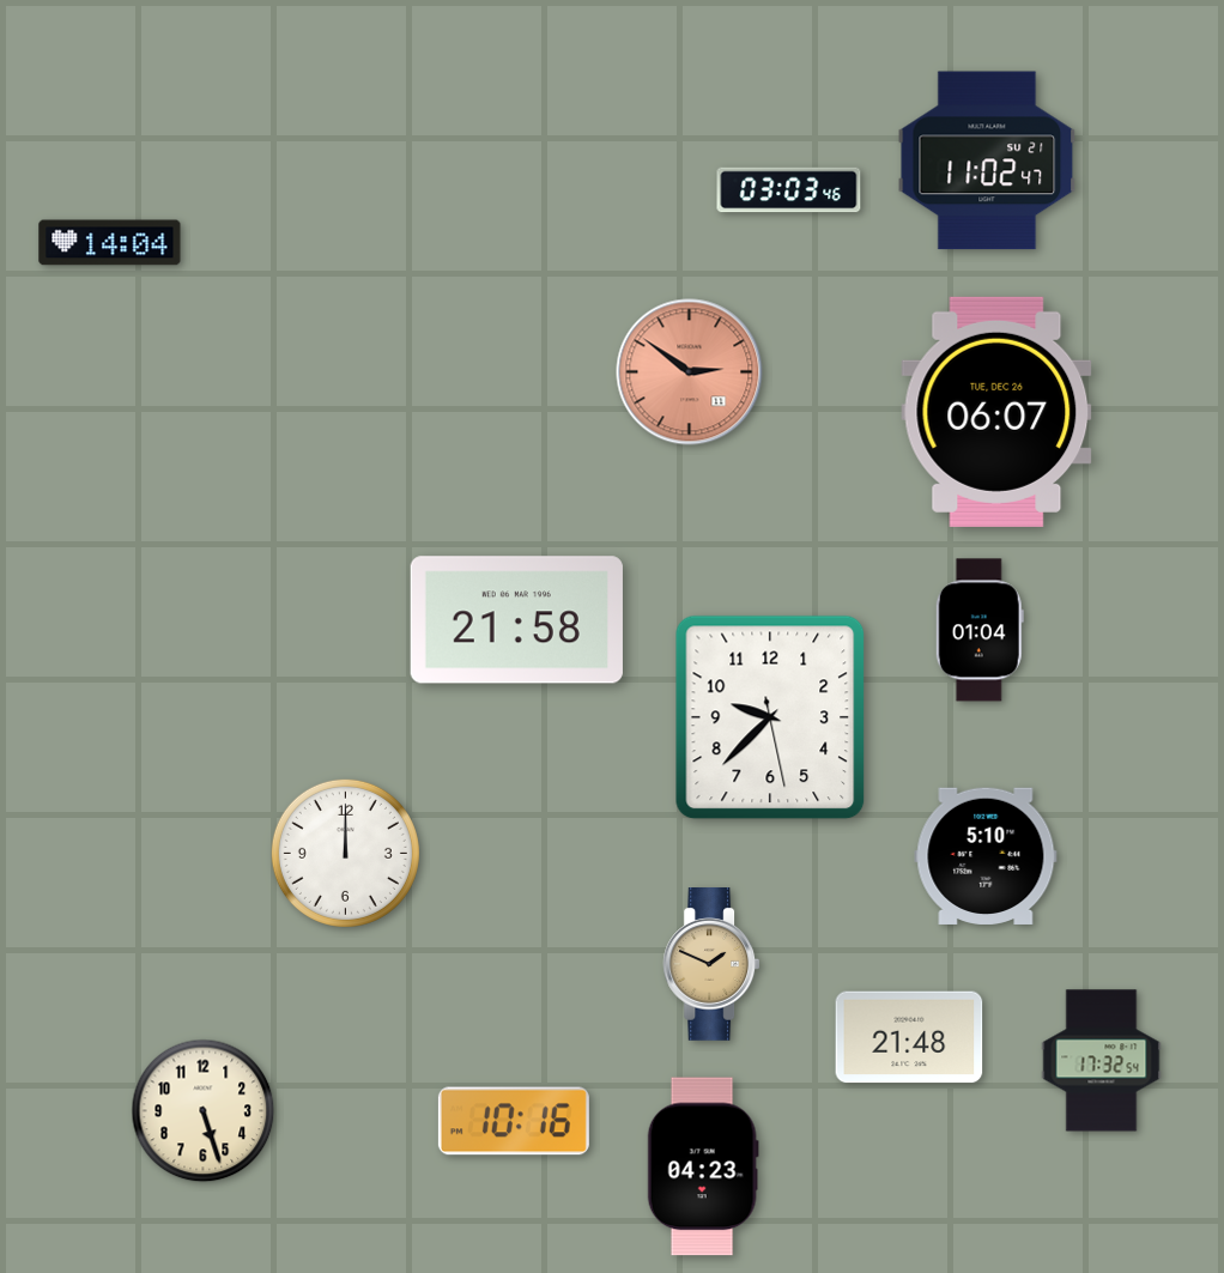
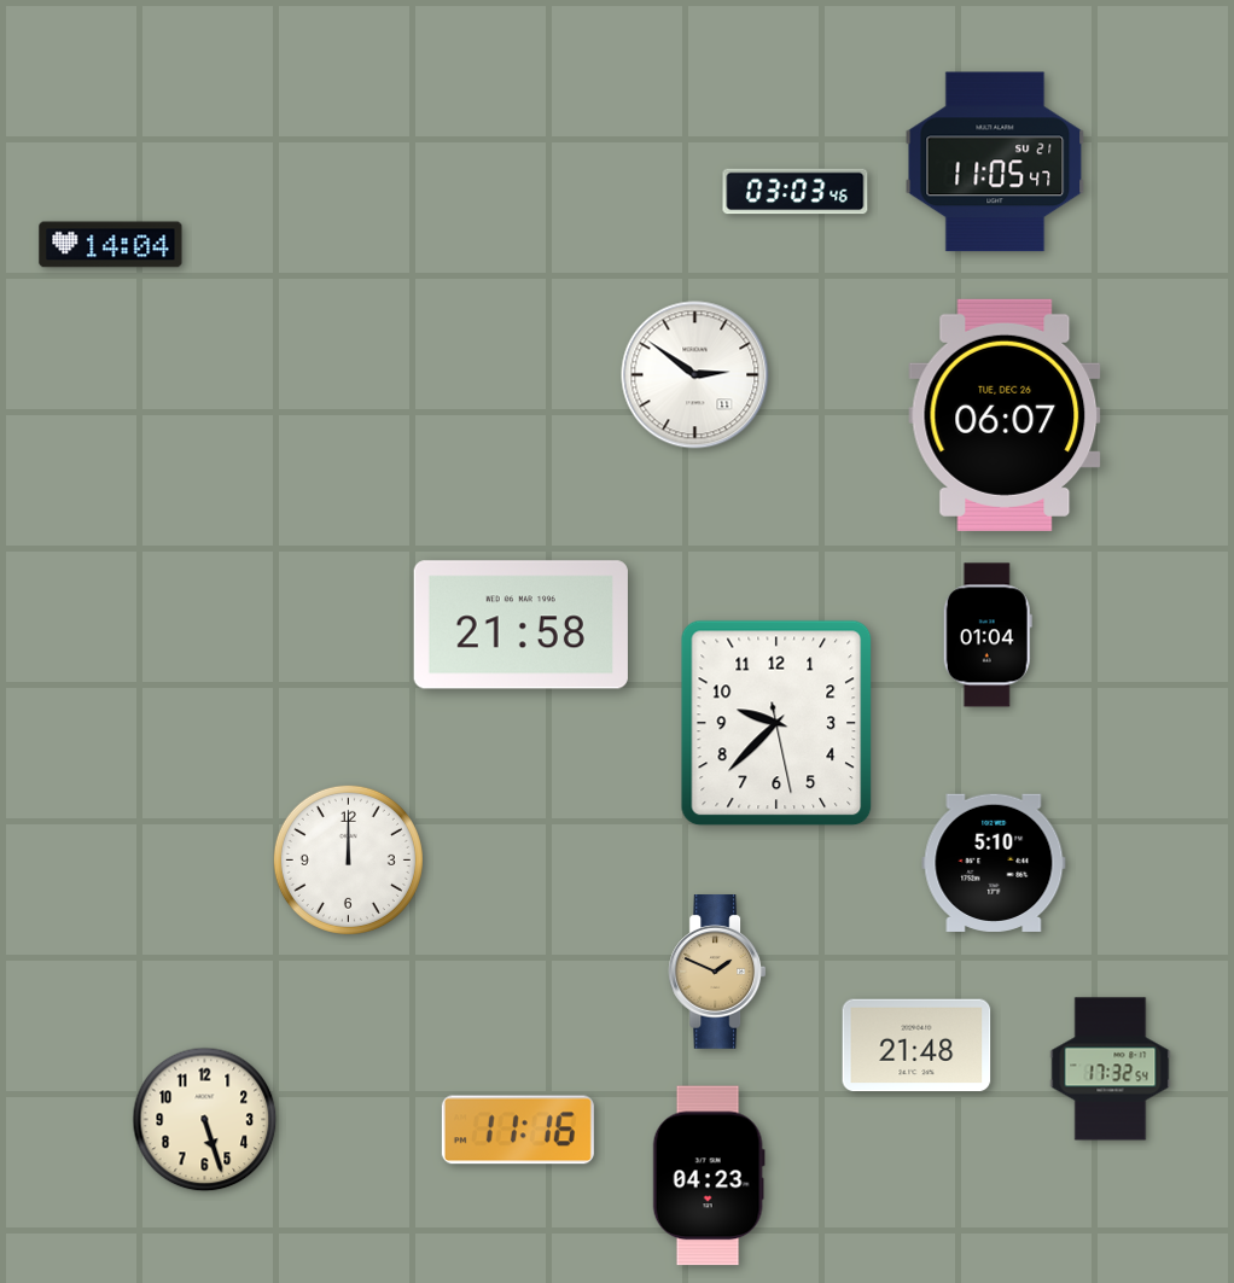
clock at (987, 160): 11:02 -> 11:05
clock at (690, 372) dial: salmon -> white
clock at (514, 1121): 10:16 -> 11:16
